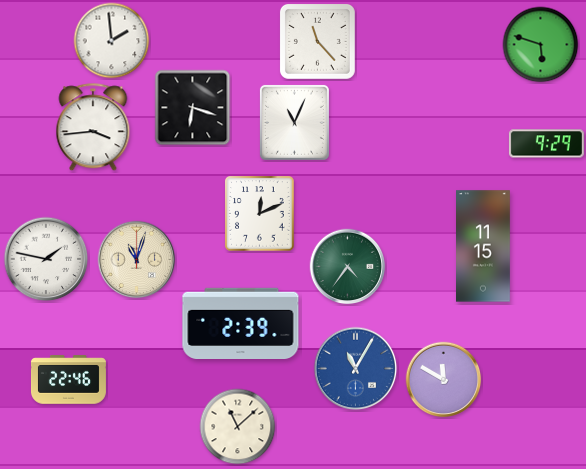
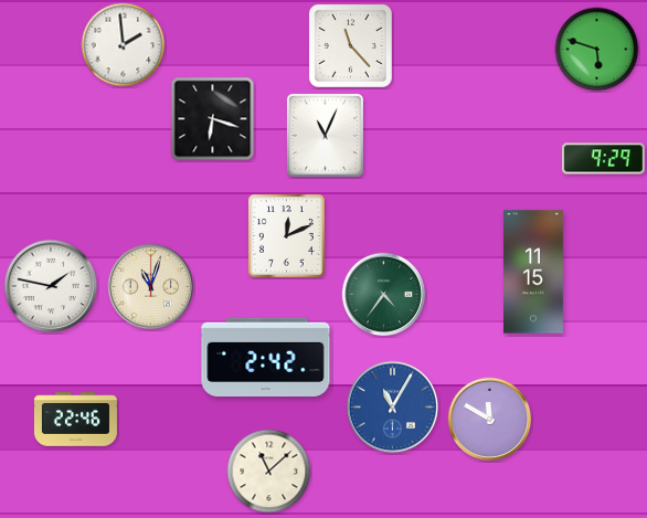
clock at (93, 128): 3:44 -> none
clock at (241, 323): 2:39 -> 2:42
clock at (238, 427) position: (238, 427) -> (269, 472)
